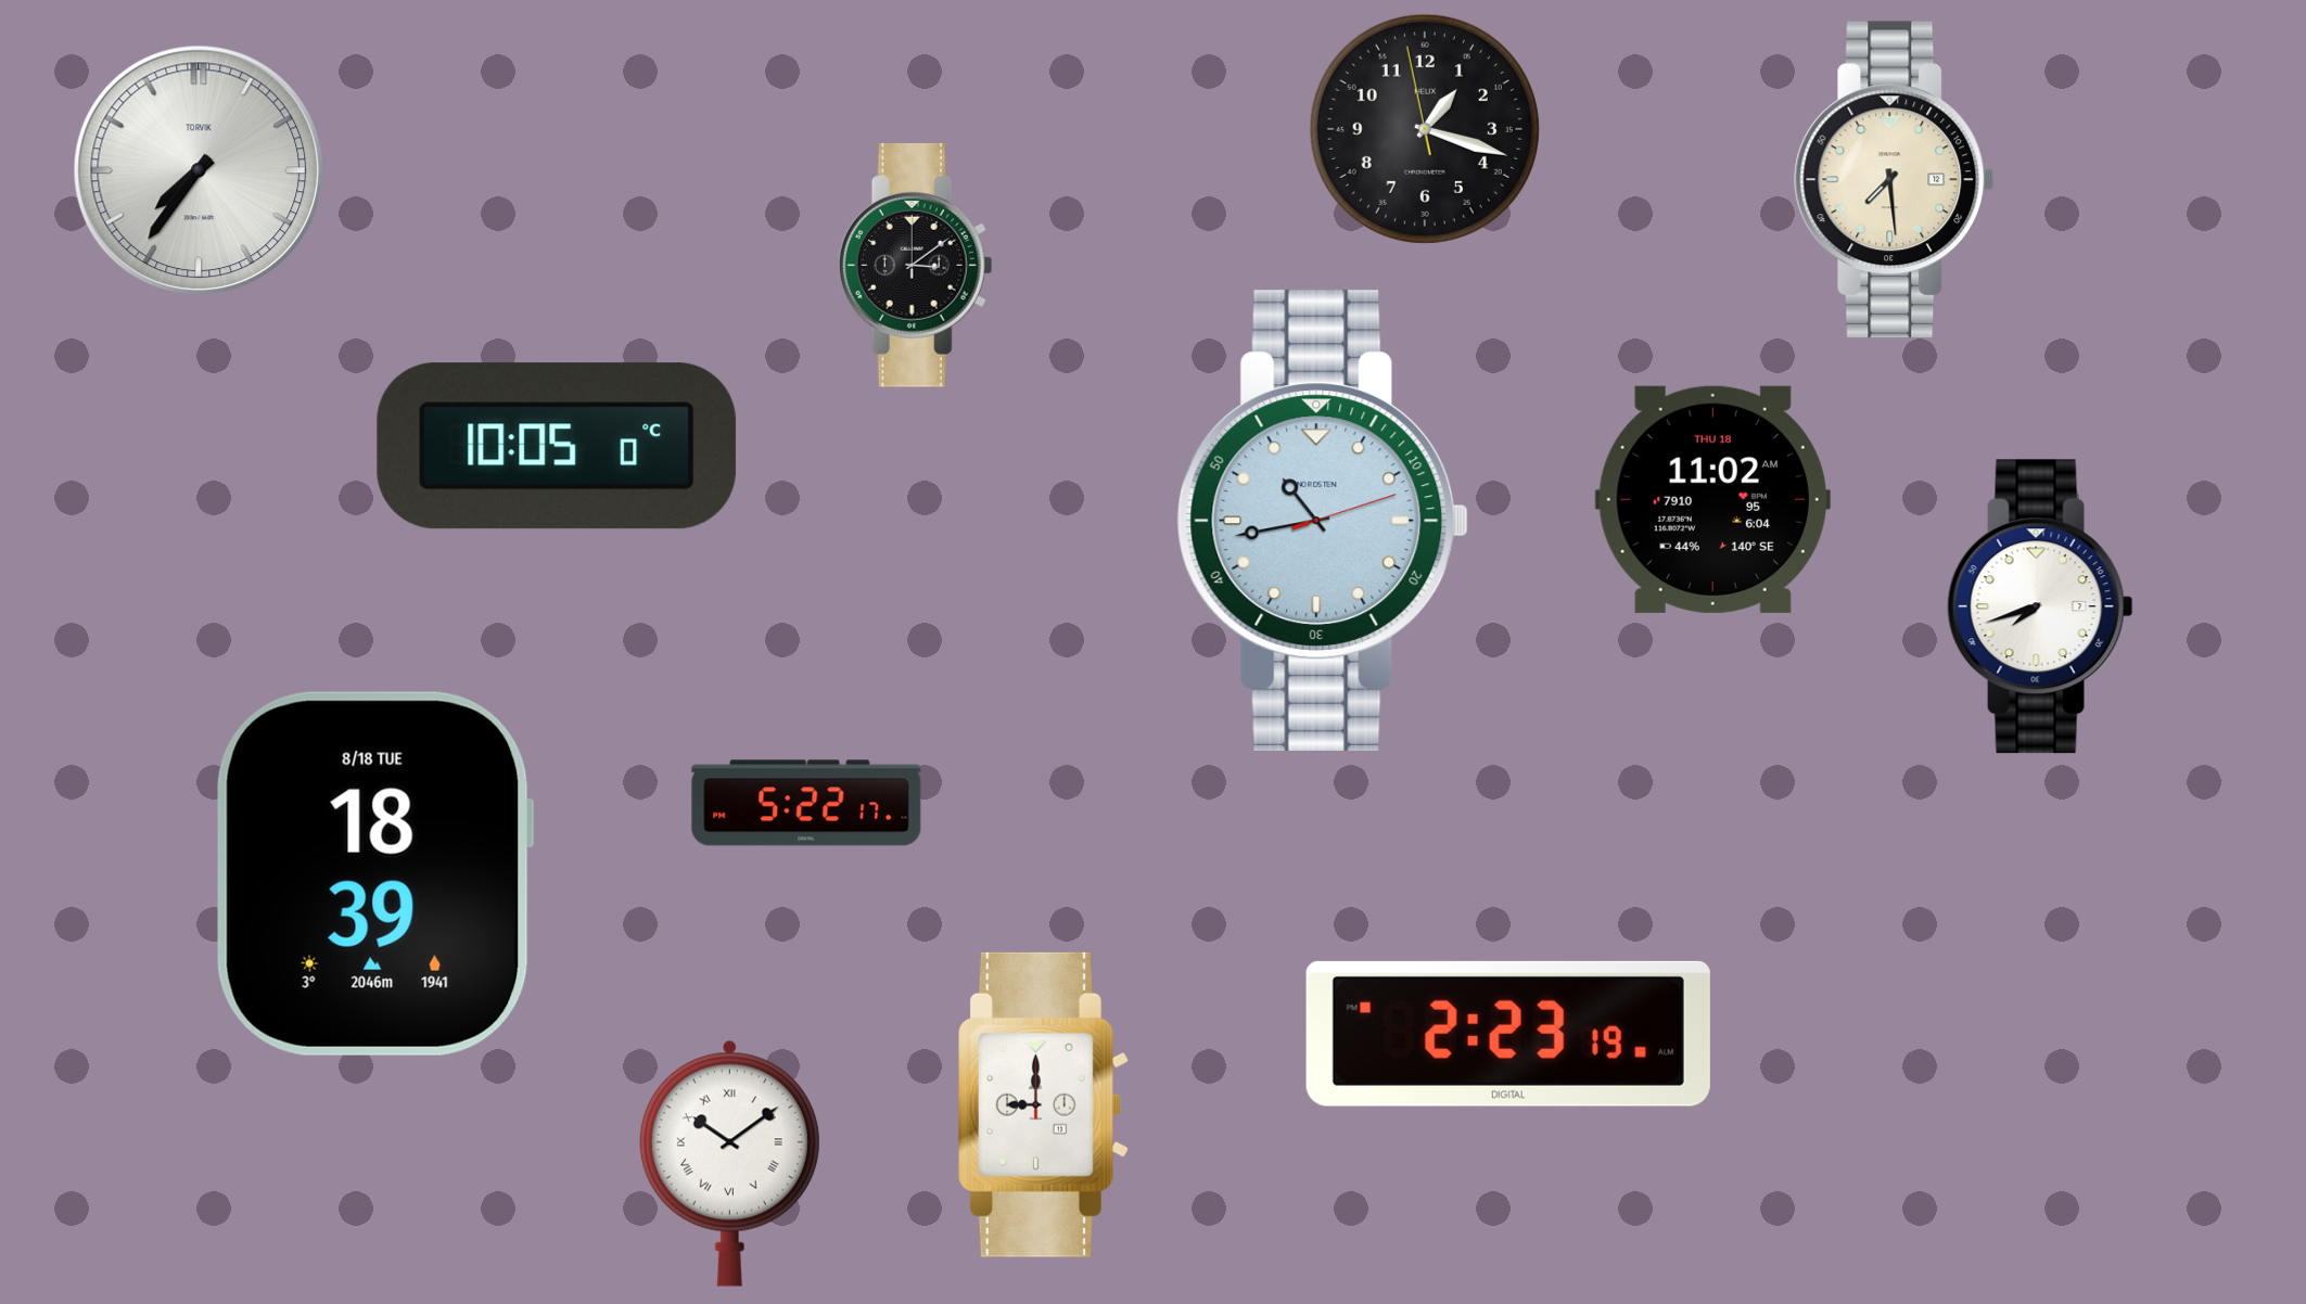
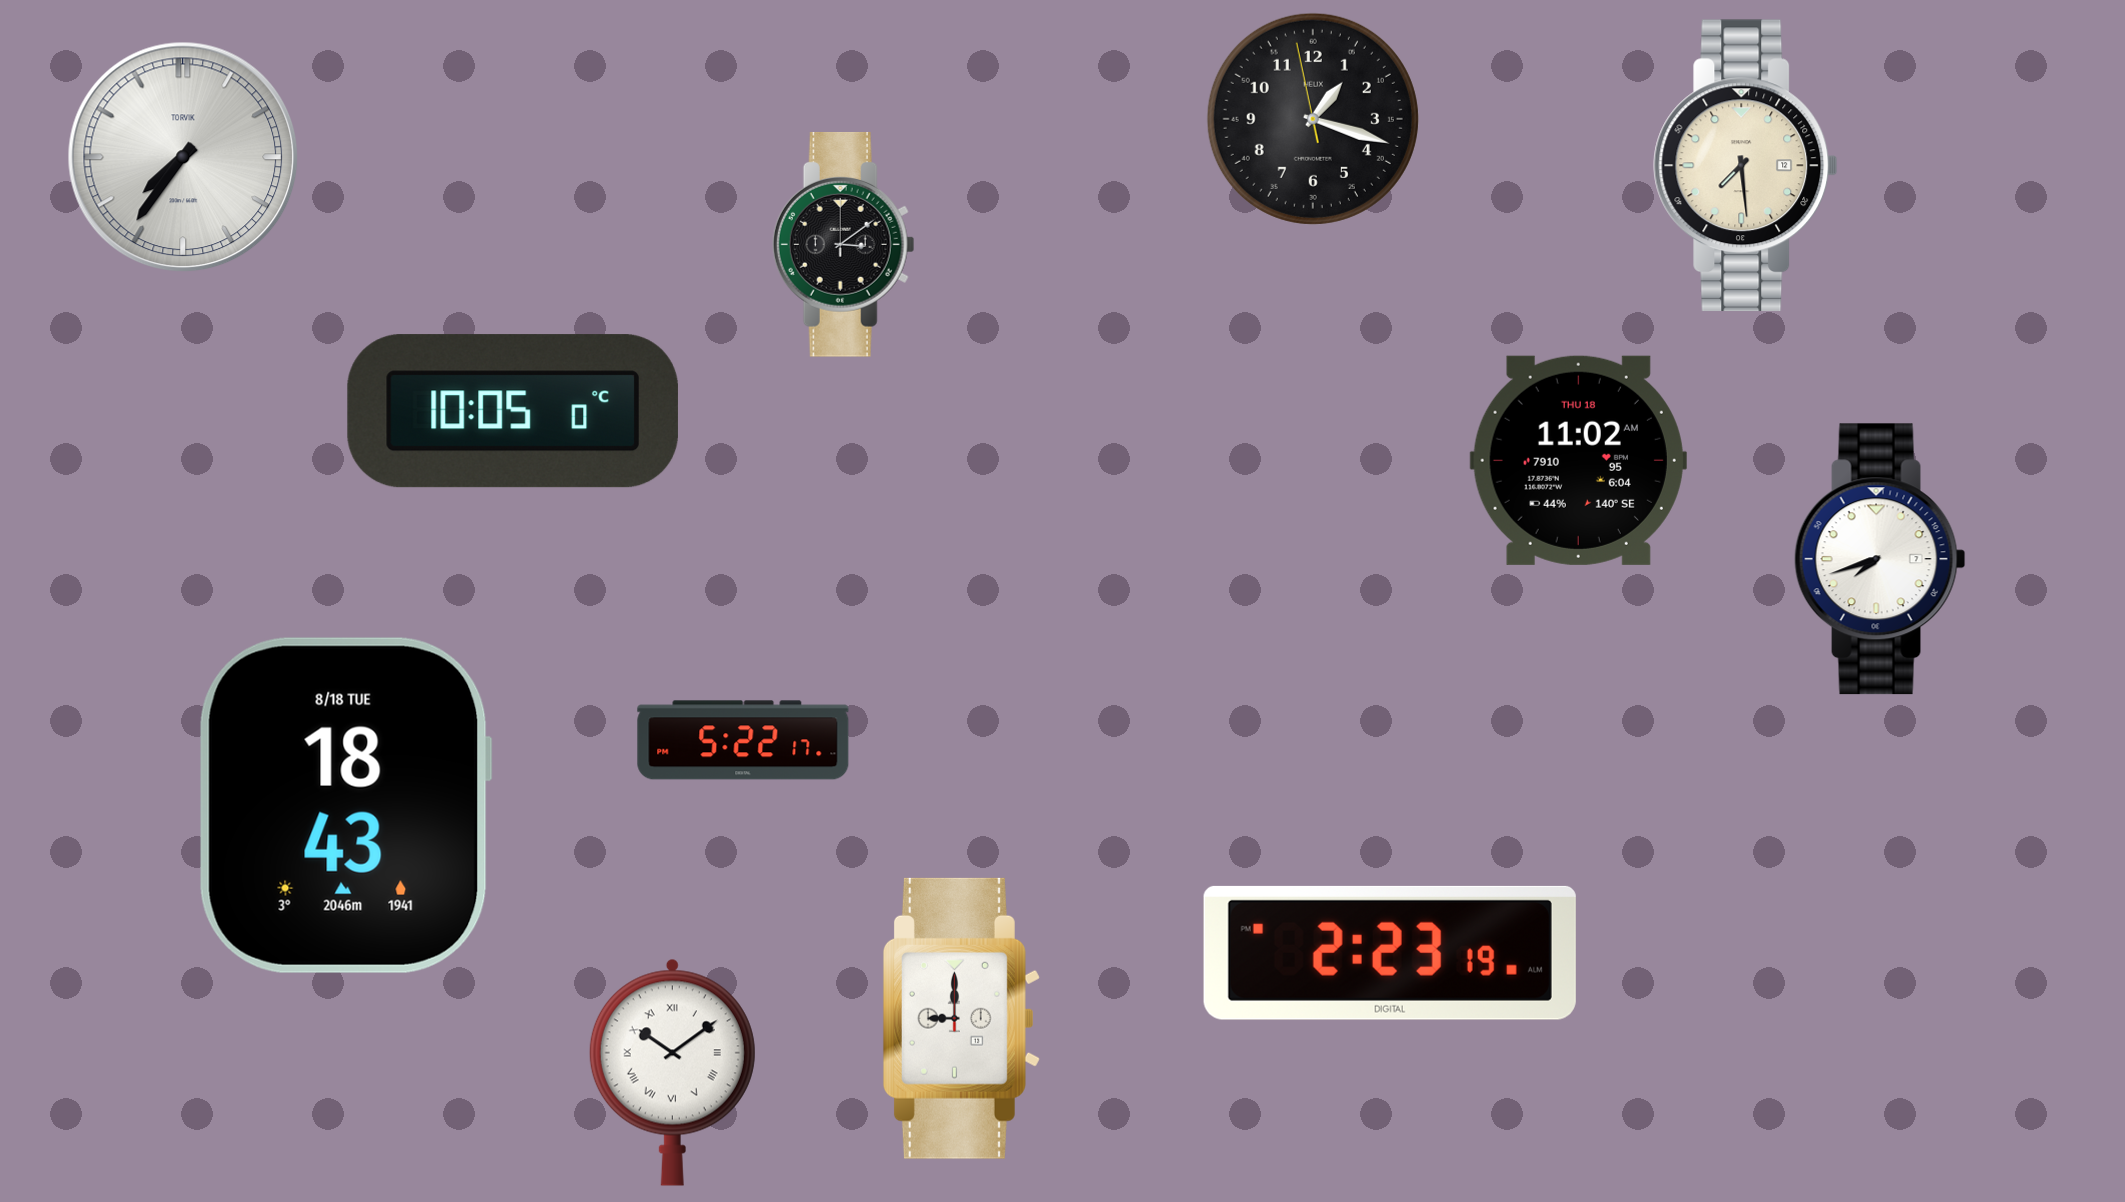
clock at (1323, 521): 10:43 -> none
clock at (374, 873): 18:39 -> 18:43
